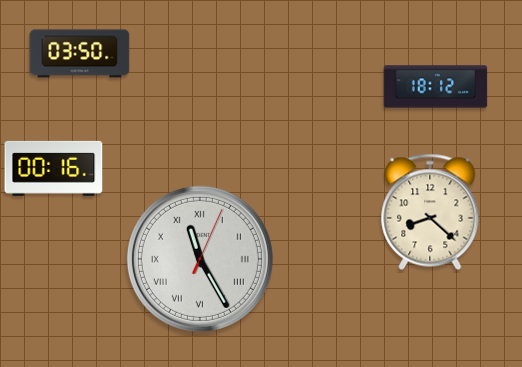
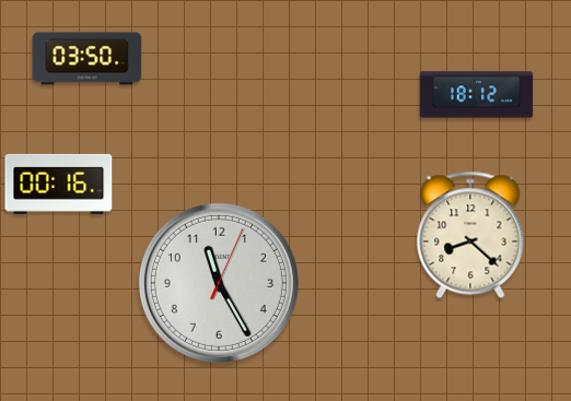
clock at (430, 212) position: (430, 212) -> (470, 235)
clock at (200, 259) numerals: Roman -> Arabic
